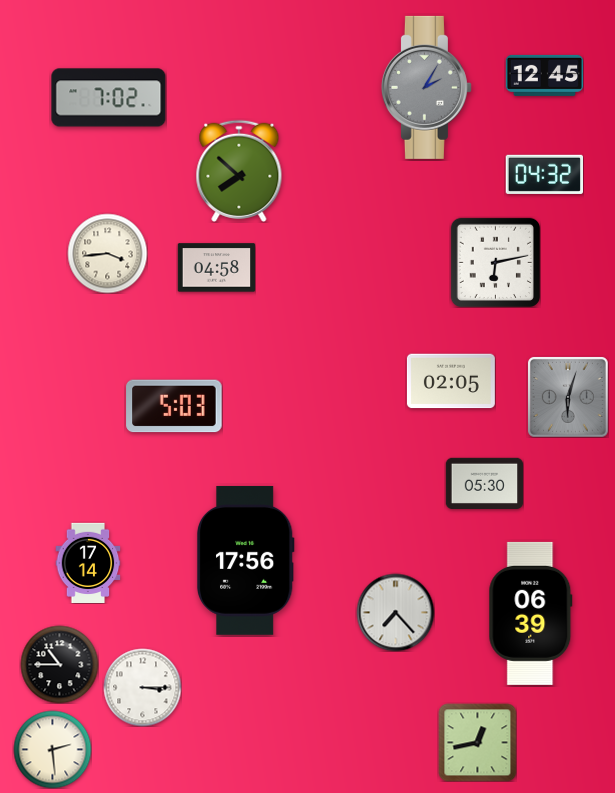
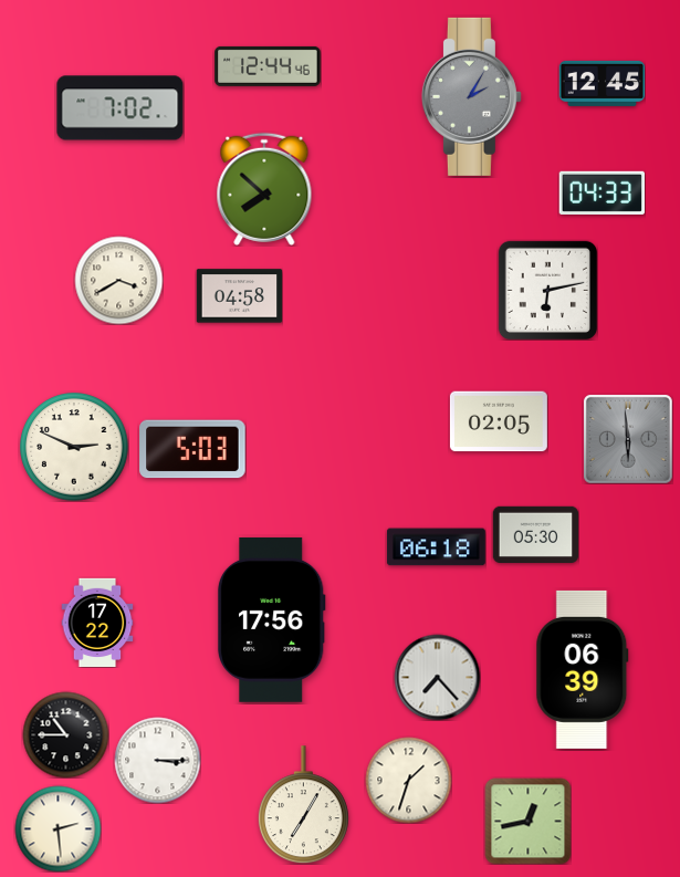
clock at (268, 66): none -> 12:44
clock at (544, 174): 04:32 -> 04:33
clock at (107, 253): 3:44 -> 3:40
clock at (568, 397): 6:03 -> 5:59
clock at (74, 447): none -> 2:49
clock at (436, 547): none -> 06:18
clock at (88, 563): 17:14 -> 17:22
clock at (531, 613) position: (531, 613) -> (583, 669)
clock at (408, 780): none -> 1:33
clock at (303, 805): none -> 7:05
